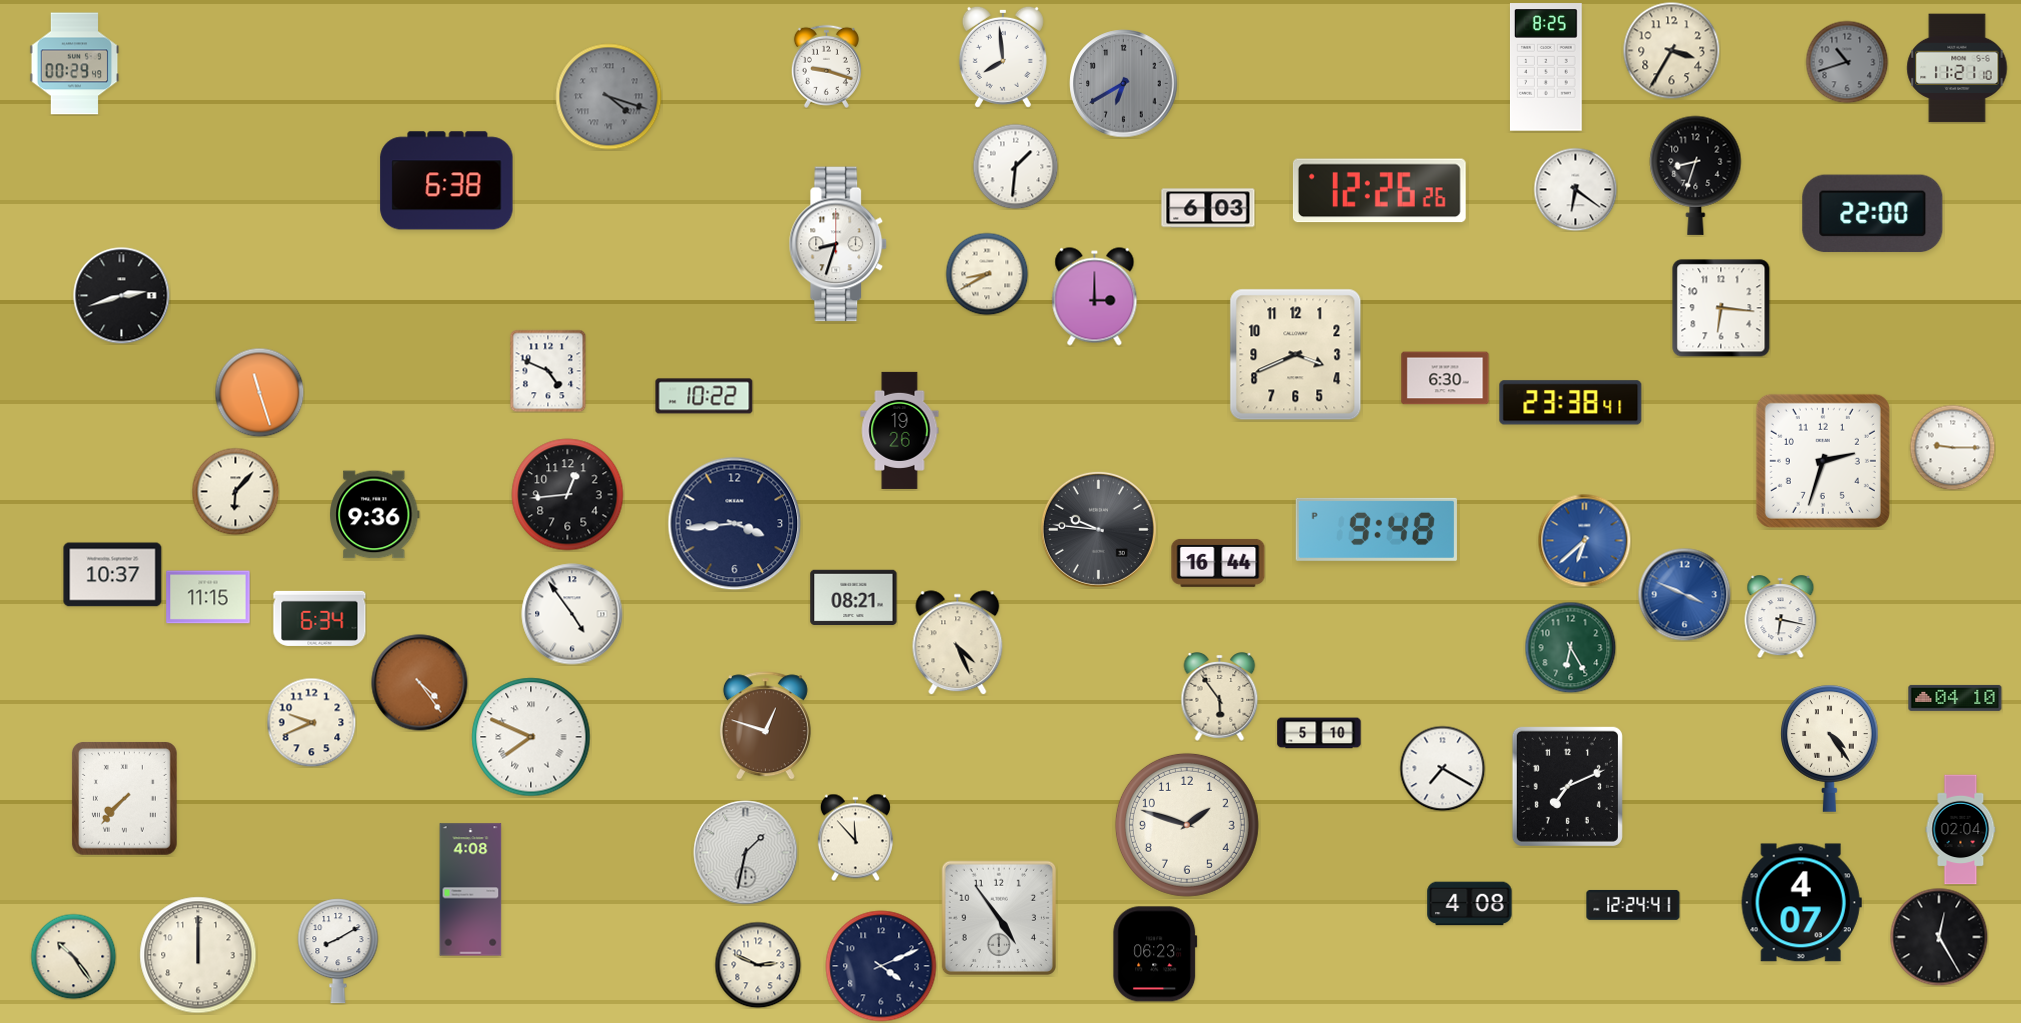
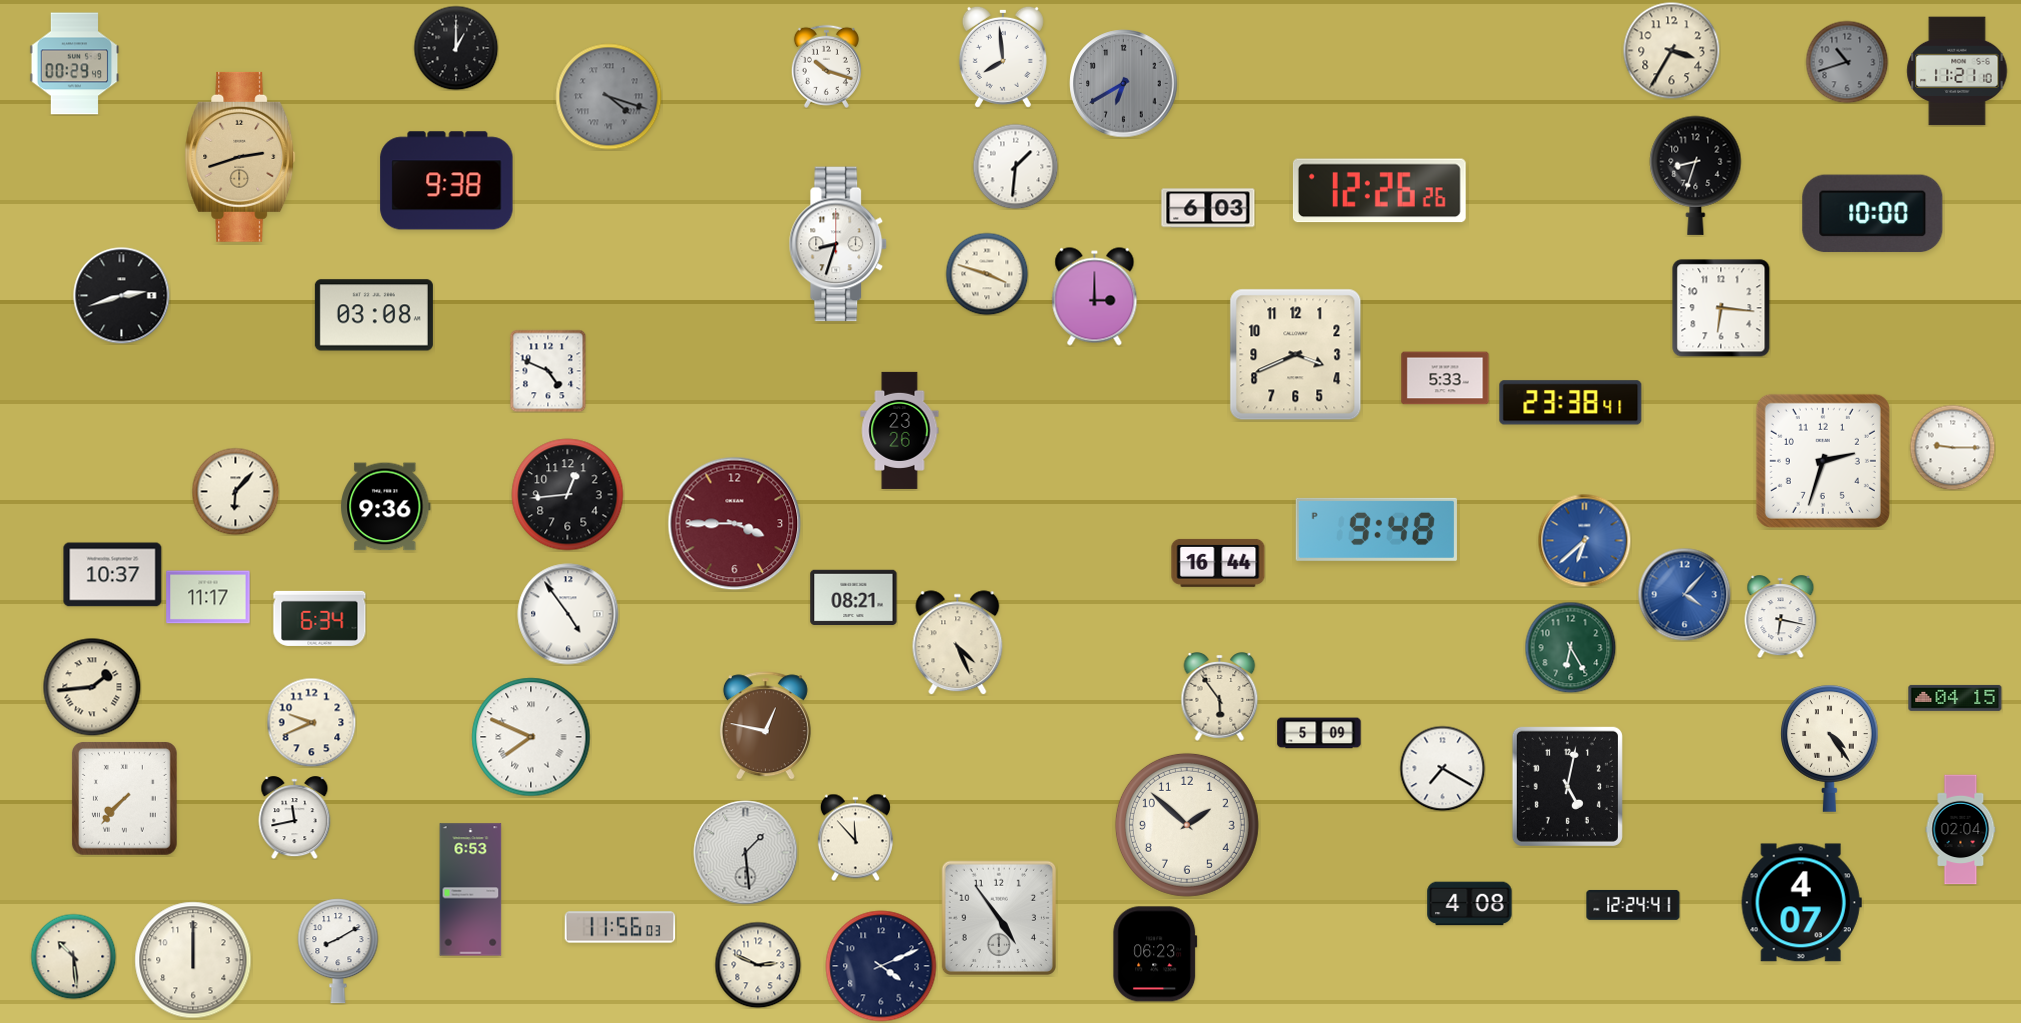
clock at (456, 48): none -> 1:00
clock at (826, 66): 9:18 -> 10:18
clock at (1546, 67): 8:25 -> none
clock at (1957, 68) position: (1957, 68) -> (1957, 71)
clock at (240, 157): none -> 2:42
clock at (447, 181): 6:38 -> 9:38
clock at (1575, 189): 6:21 -> none
clock at (1873, 214): 22:00 -> 10:00
clock at (987, 274): 8:40 -> 3:48
clock at (374, 315): none -> 03:08
clock at (1445, 378): 6:30 -> 5:33
clock at (259, 392): 11:27 -> none
clock at (704, 396): 10:22 -> none
clock at (900, 430): 19:26 -> 23:26
clock at (375, 515) position: (375, 515) -> (386, 507)
clock at (735, 524): 3:44 -> 3:45
clock at (735, 524) dial: navy -> burgundy
clock at (1098, 529): 9:46 -> none
clock at (1684, 594): 3:49 -> 4:07
clock at (208, 597): 11:15 -> 11:17
clock at (572, 614) position: (572, 614) -> (568, 614)
clock at (420, 683): 4:24 -> none
clock at (92, 687): none -> 1:44
clock at (1955, 698): 04:10 -> 04:15
clock at (765, 726): 12:48 -> 12:47
clock at (1319, 733): 5:10 -> 5:09
clock at (1567, 786): 7:11 -> 5:02
clock at (295, 818): none -> 11:43
clock at (1187, 825): 1:48 -> 1:52
clock at (746, 853): 1:32 -> 1:29
clock at (471, 890): 4:08 -> 6:53
clock at (620, 927): none -> 11:56
clock at (1939, 937): 12:25 -> none
clock at (198, 955) position: (198, 955) -> (193, 960)
clock at (73, 956): 10:24 -> 10:29
